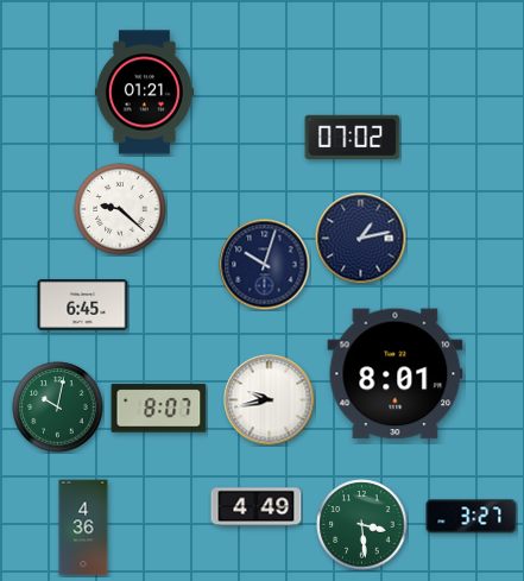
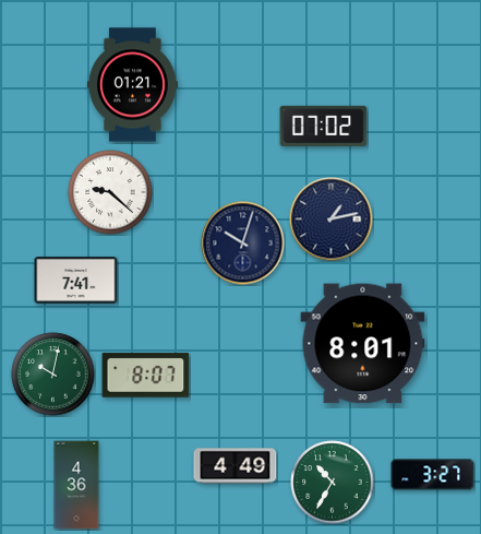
clock at (83, 305): 6:45 -> 7:41
clock at (270, 400): 9:43 -> none
clock at (362, 525): 3:29 -> 10:35
